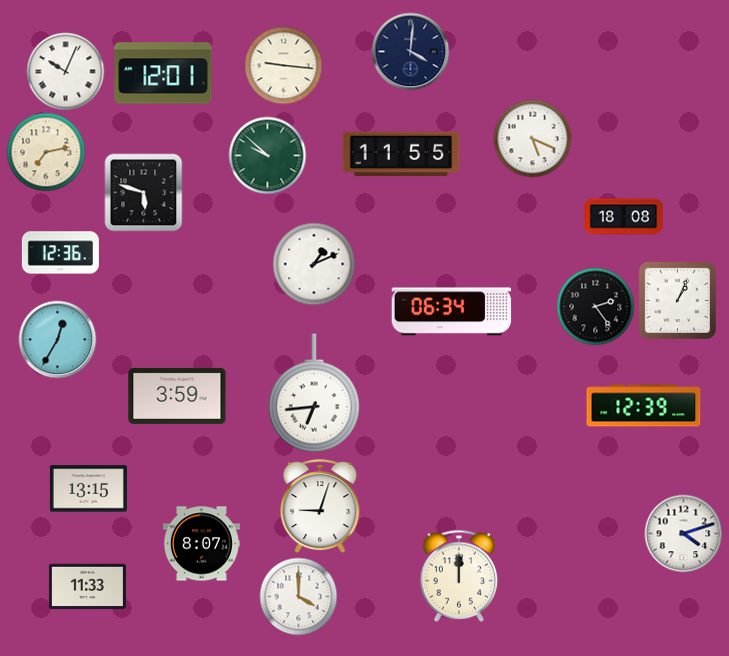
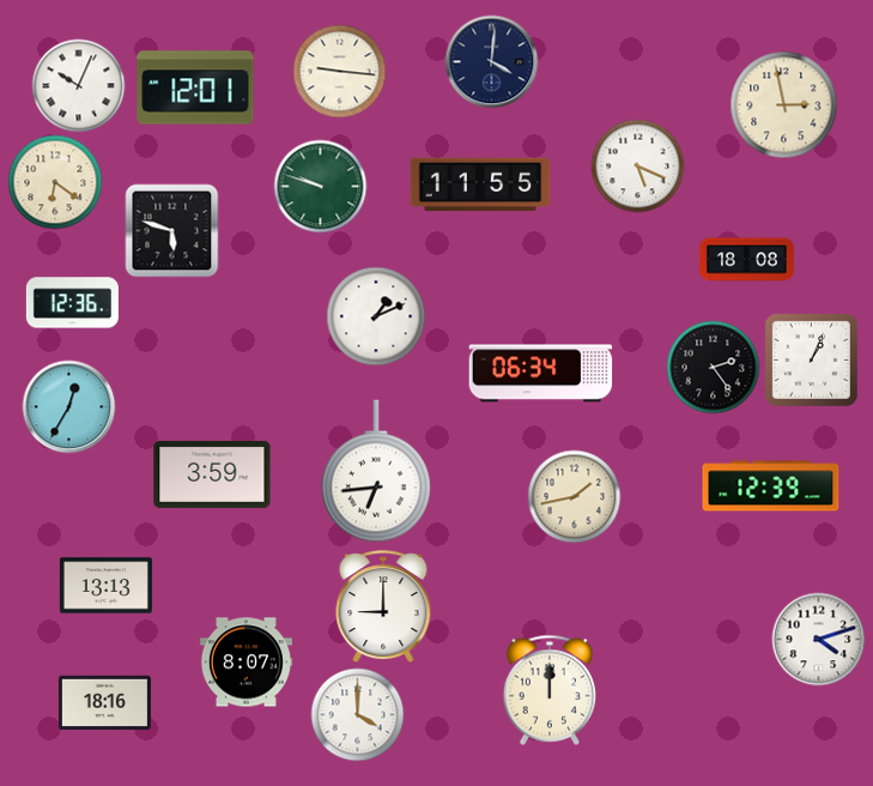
clock at (283, 65) position: (283, 65) -> (339, 71)
clock at (783, 104): none -> 2:58
clock at (46, 152): 7:13 -> 6:21
clock at (267, 155): 9:52 -> 9:48
clock at (574, 496): none -> 1:43
clock at (88, 489): 13:15 -> 13:13
clock at (320, 506): 9:03 -> 9:00
clock at (201, 544) position: (201, 544) -> (245, 663)
clock at (87, 587): 11:33 -> 18:16
